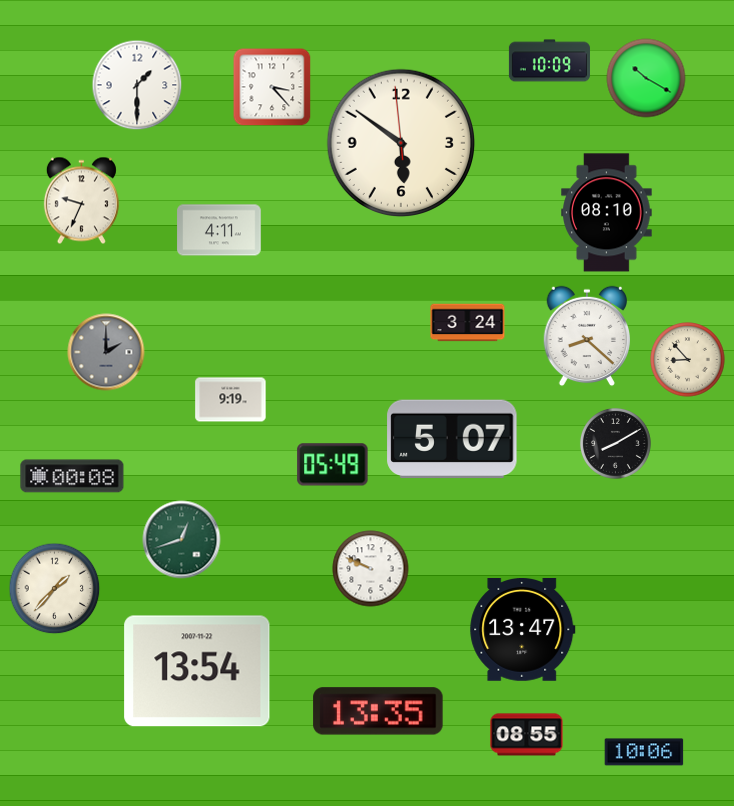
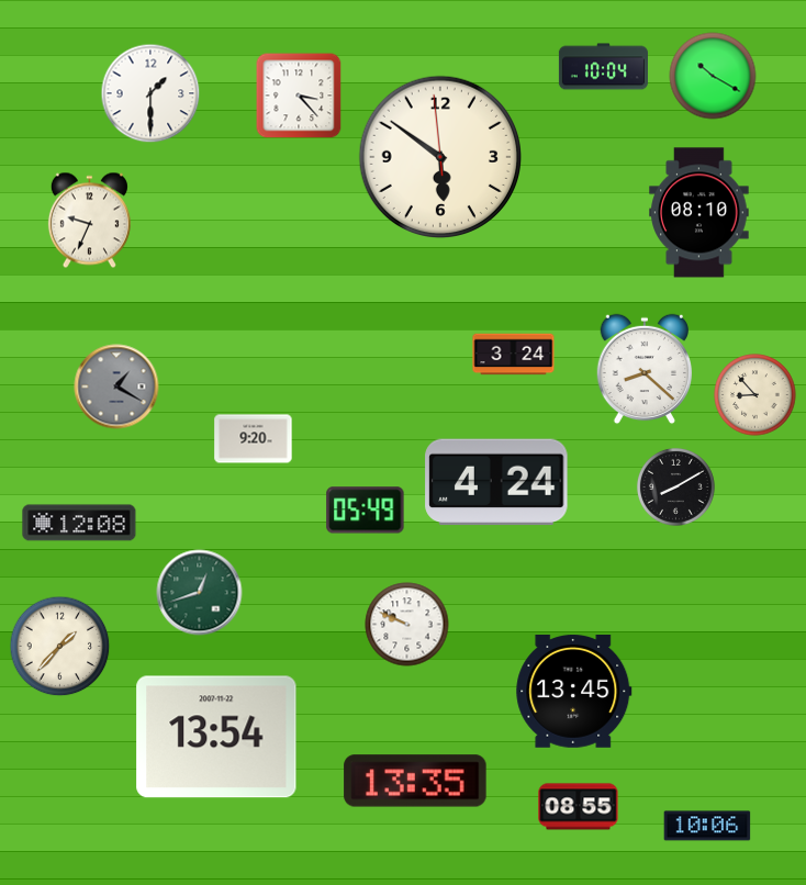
clock at (549, 61): 10:09 -> 10:04
clock at (646, 78) position: (646, 78) -> (713, 76)
clock at (607, 213) position: (607, 213) -> (699, 213)
clock at (219, 230): 4:11 -> none
clock at (106, 352): 2:00 -> 1:20
clock at (231, 400): 9:19 -> 9:20
clock at (452, 439): 5:07 -> 4:24
clock at (72, 476): 00:08 -> 12:08
clock at (523, 630): 13:47 -> 13:45
